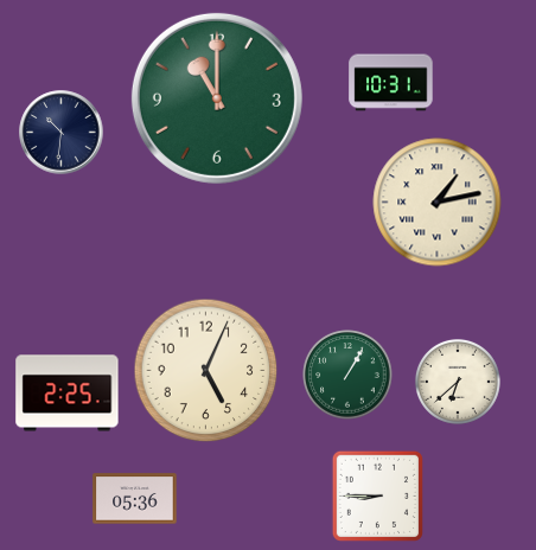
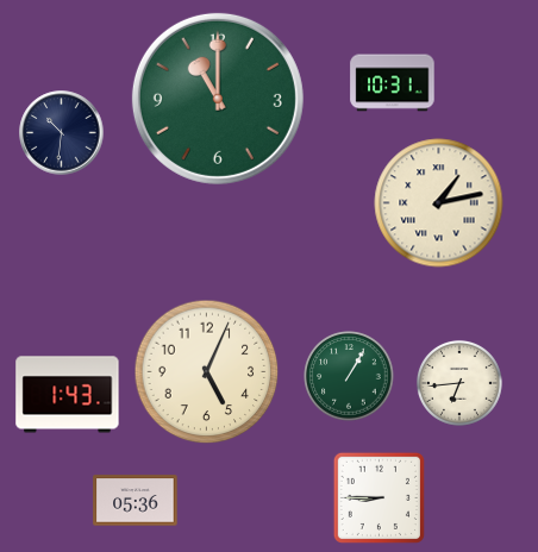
clock at (458, 382): 6:38 -> 6:44
clock at (68, 394): 2:25 -> 1:43
